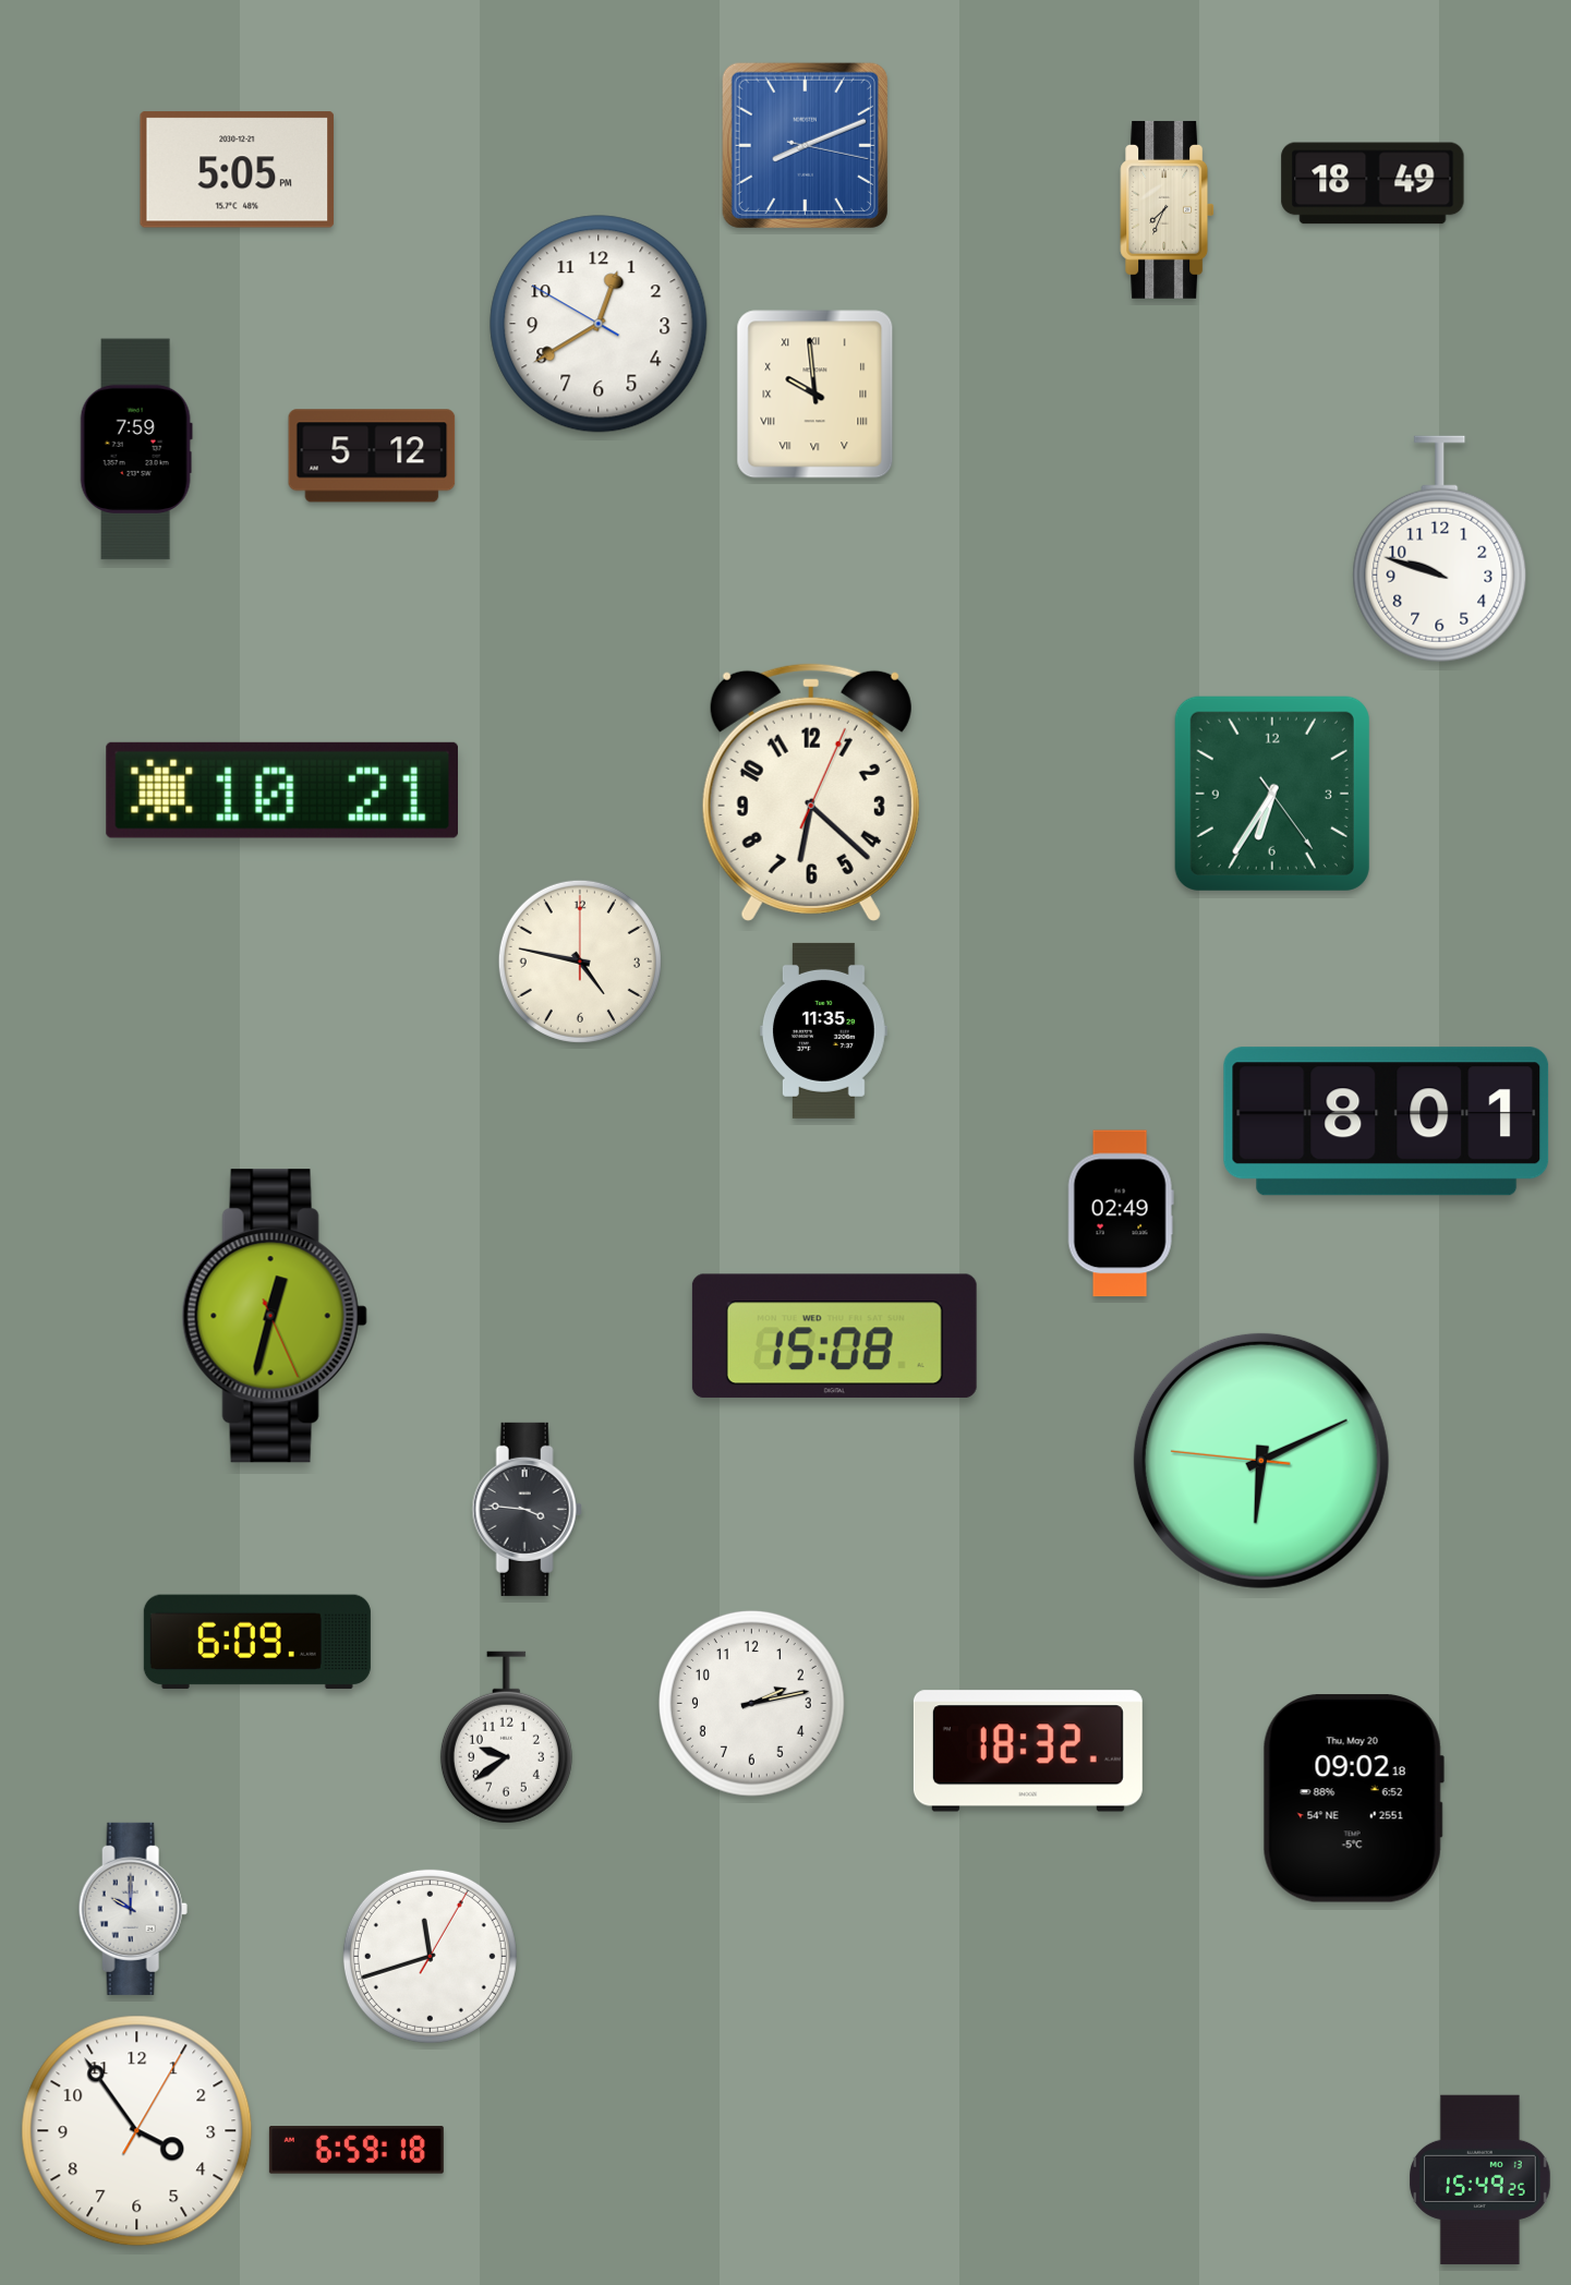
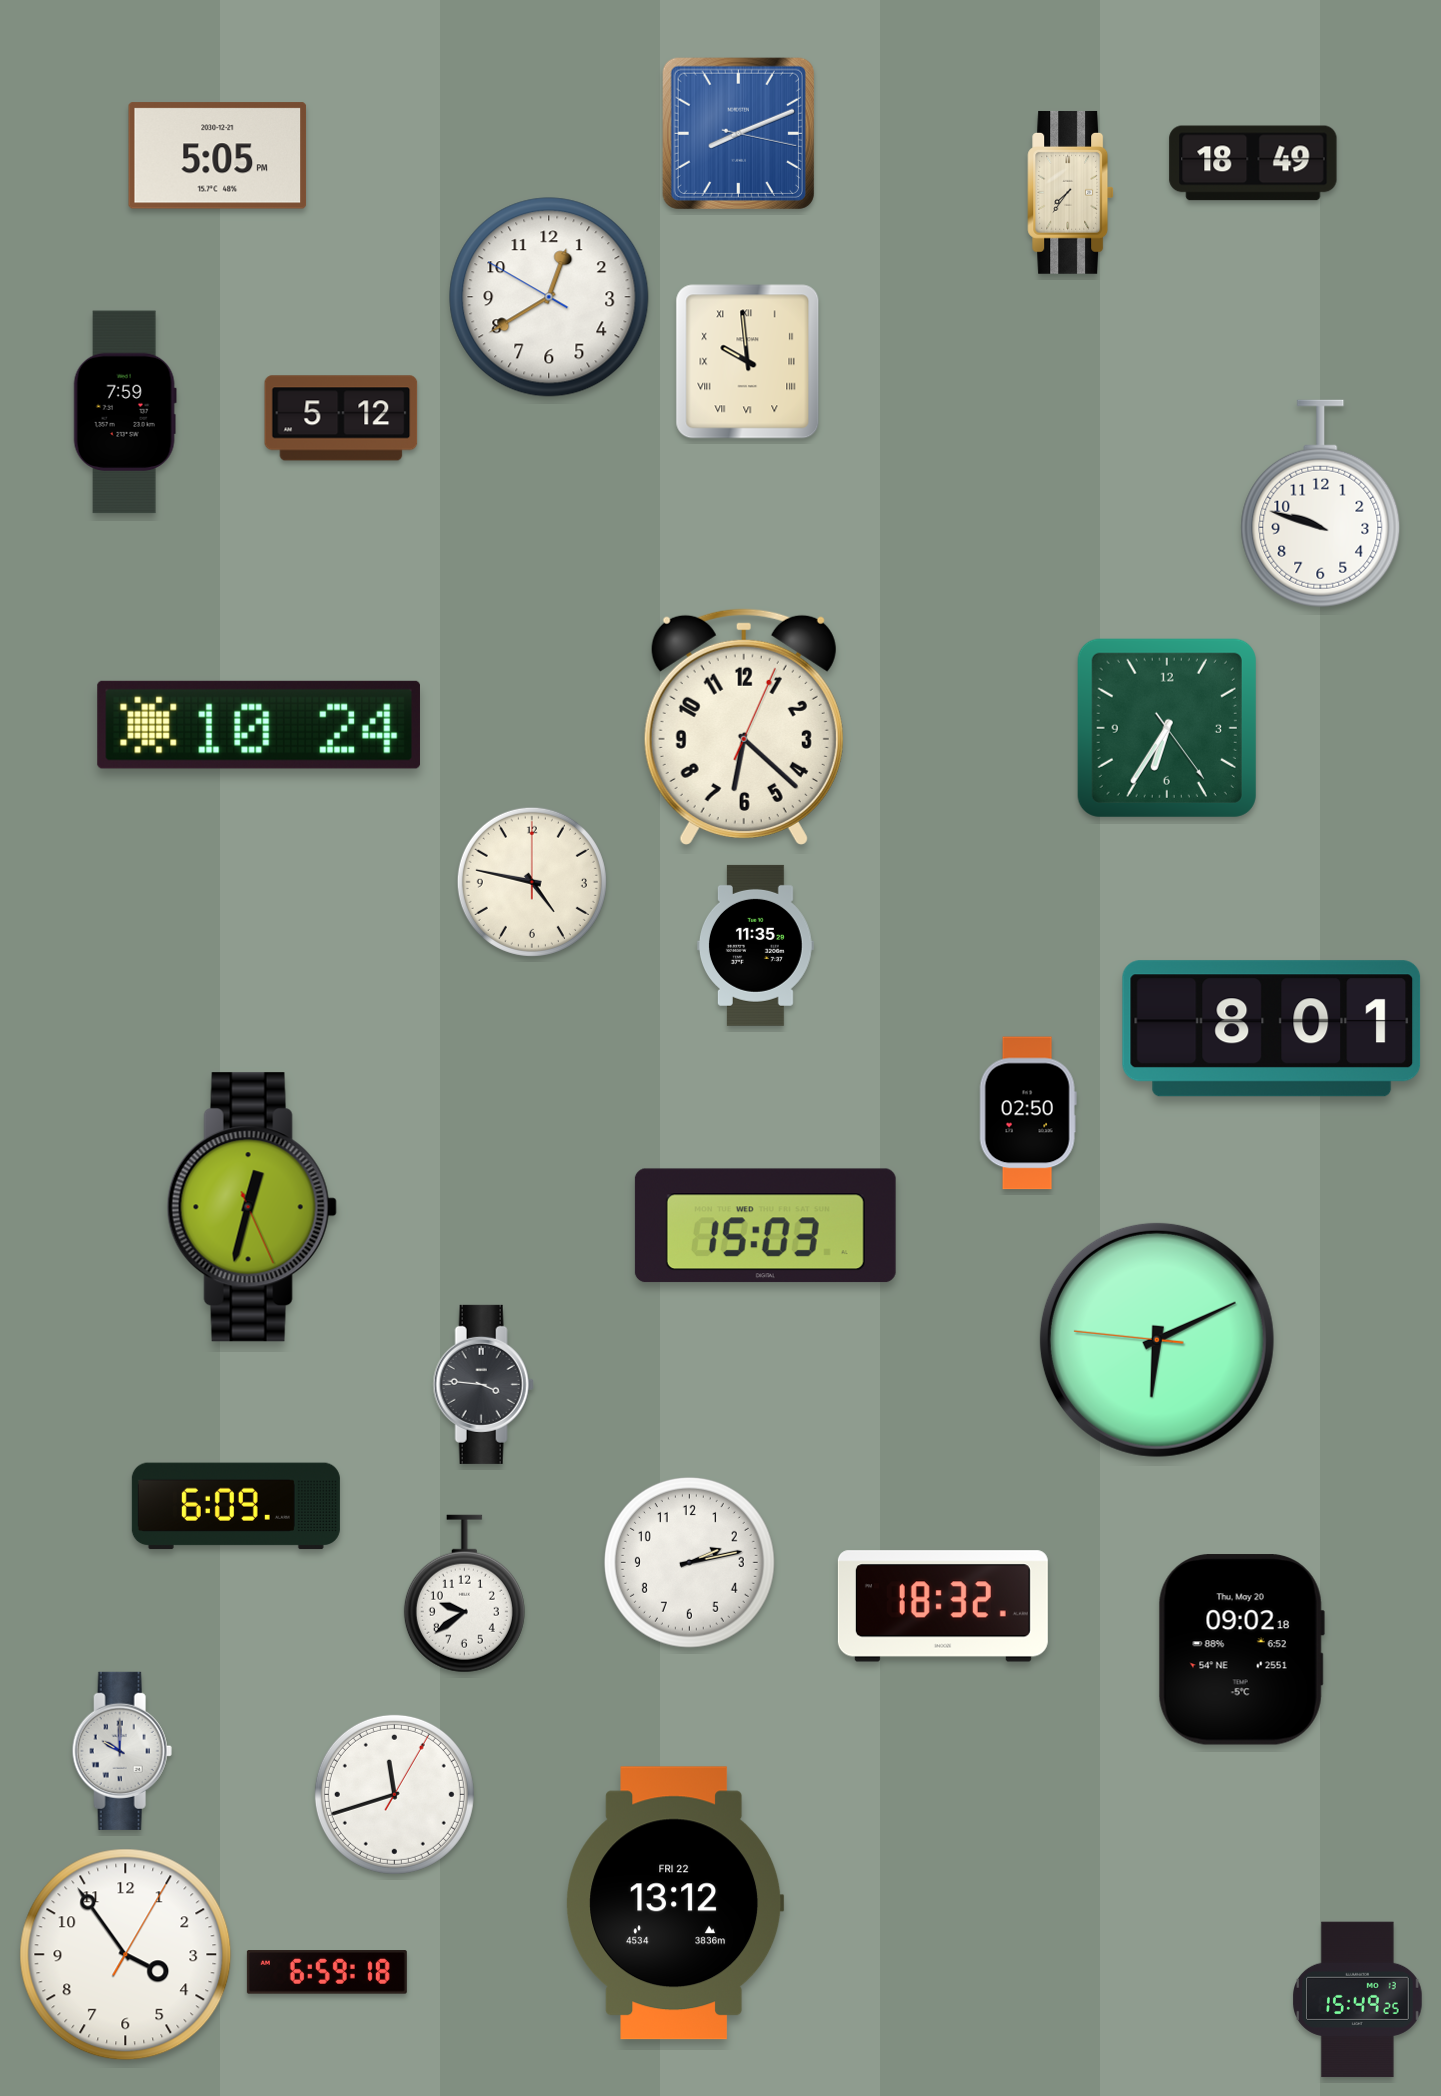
clock at (1373, 183) position: (1373, 183) -> (1253, 163)
clock at (1168, 209): 7:34 -> 7:36
clock at (282, 790): 10:21 -> 10:24
clock at (1121, 1213): 02:49 -> 02:50
clock at (834, 1337): 15:08 -> 15:03
clock at (675, 1903): none -> 13:12
